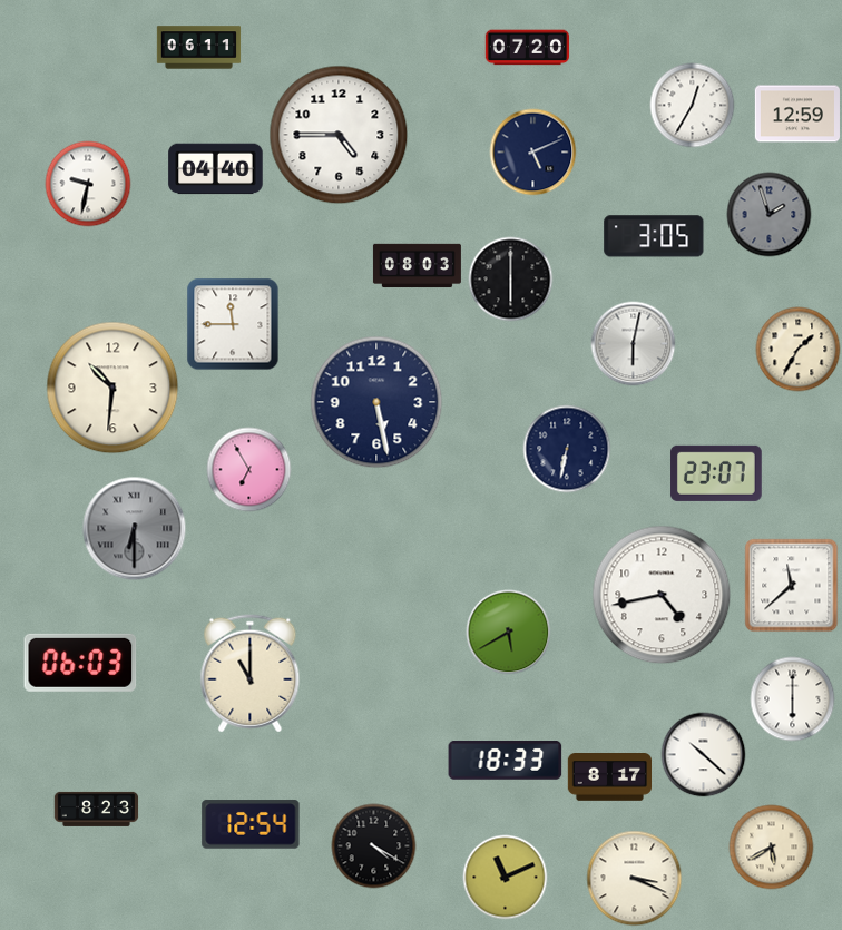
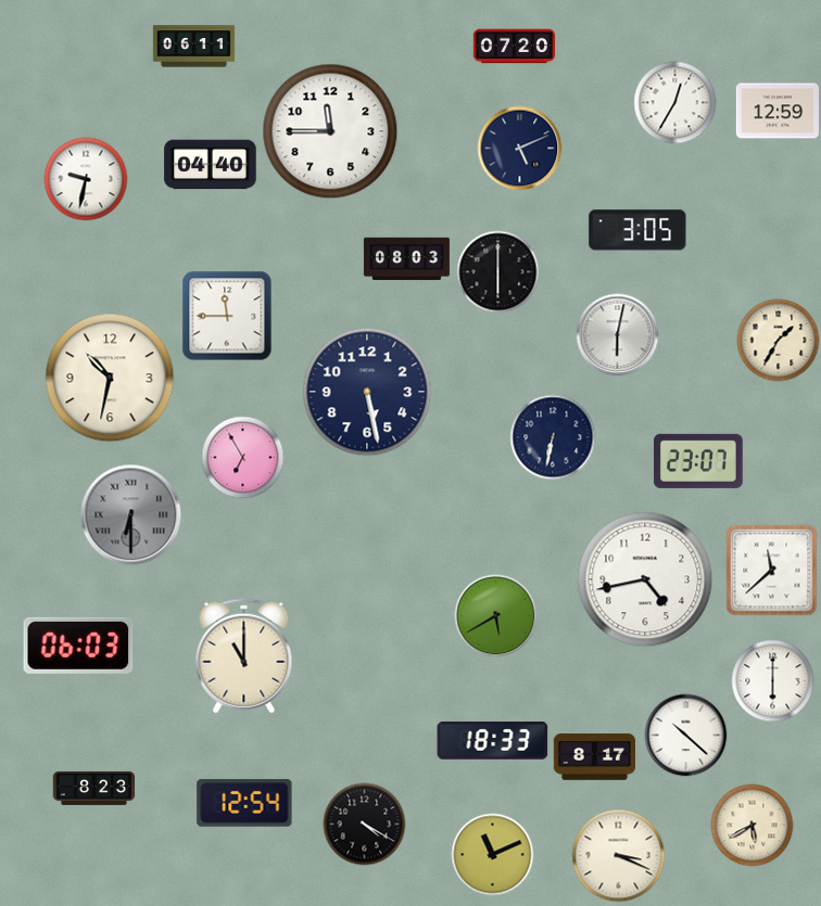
clock at (339, 135): 4:45 -> 11:45
clock at (770, 215): 1:57 -> none
clock at (112, 388): 10:31 -> 10:32
